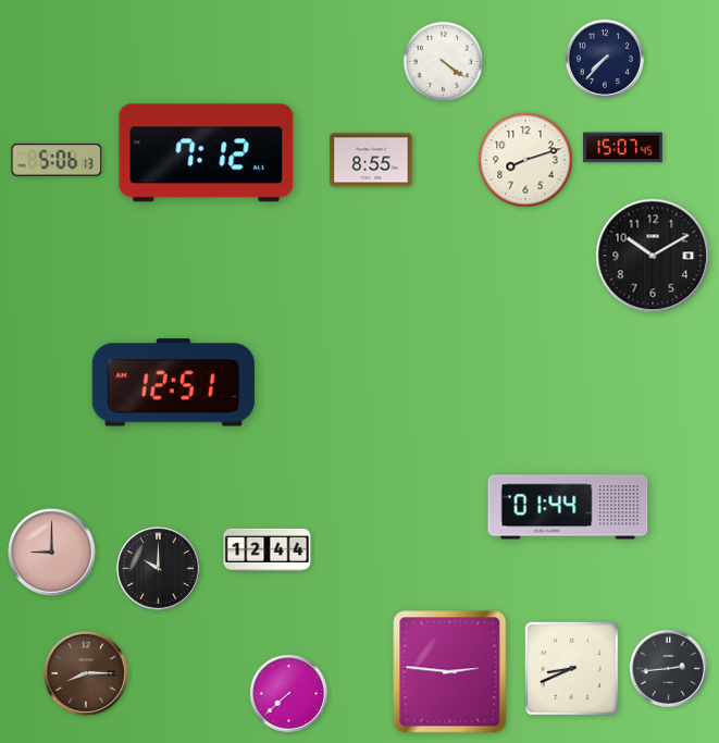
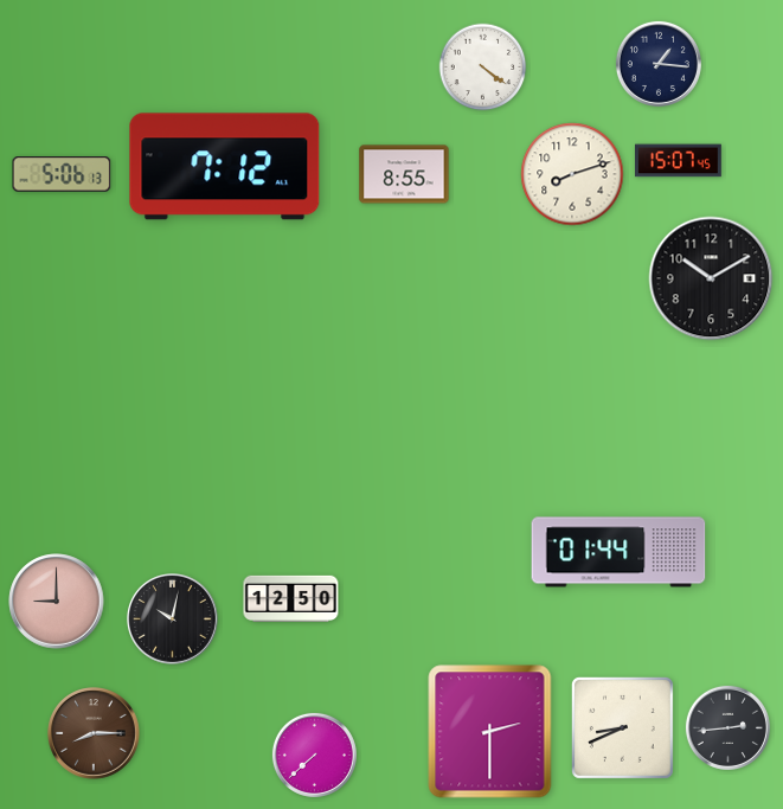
clock at (605, 59): 7:37 -> 1:16
clock at (173, 383): 12:51 -> none
clock at (268, 549): 12:44 -> 12:50
clock at (159, 569): 10:00 -> 10:02
clock at (450, 672): 2:46 -> 2:30
